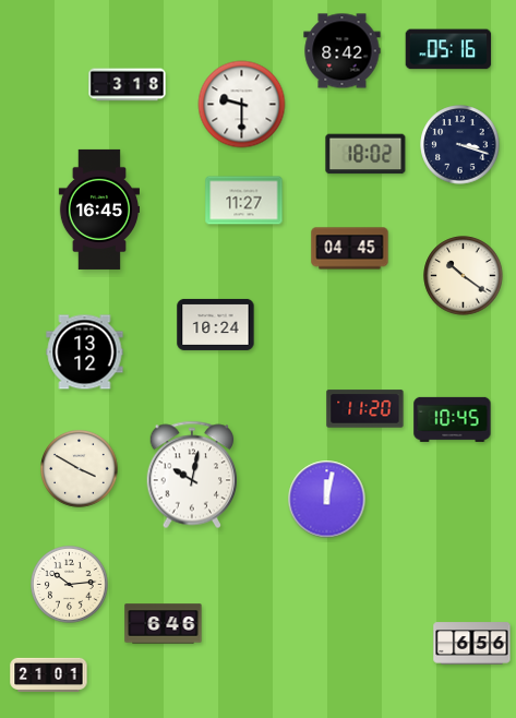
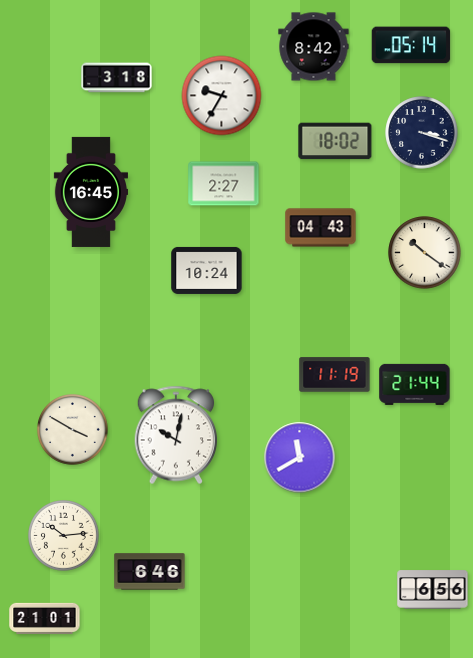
clock at (448, 49): 05:16 -> 05:14
clock at (242, 105): 9:30 -> 9:35
clock at (244, 201): 11:27 -> 2:27
clock at (350, 249): 04:45 -> 04:43
clock at (216, 324) position: (216, 324) -> (207, 270)
clock at (85, 352): 13:12 -> none
clock at (365, 409): 11:20 -> 11:19
clock at (453, 419): 10:45 -> 21:44
clock at (327, 500): 12:02 -> 11:40
